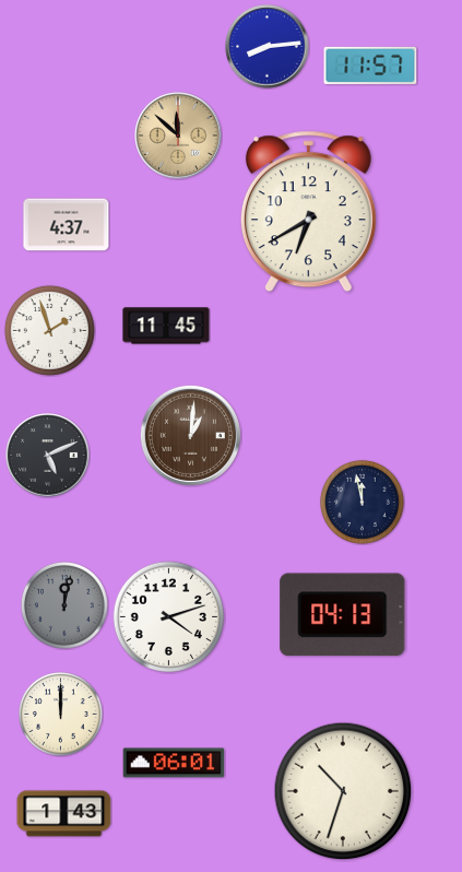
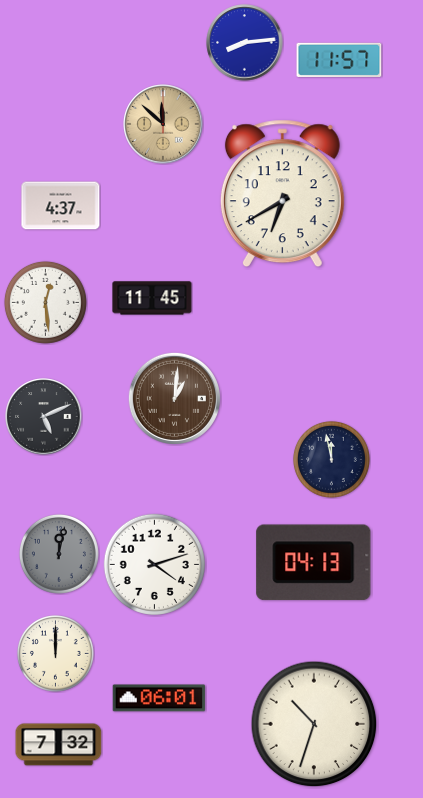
clock at (49, 330): 1:57 -> 12:29
clock at (64, 814): 1:43 -> 7:32
